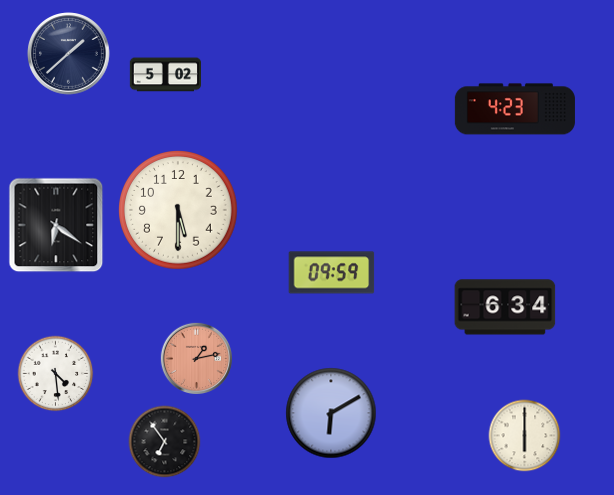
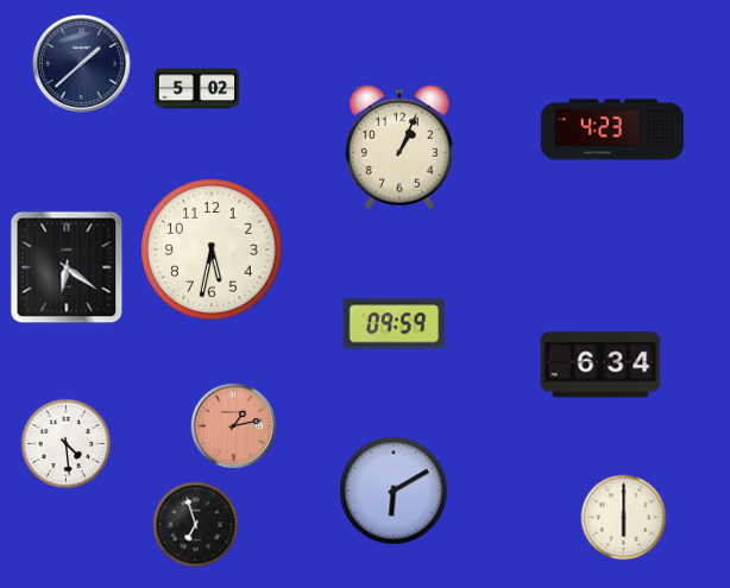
clock at (399, 147): none -> 1:04
clock at (178, 210): 5:30 -> 5:32
clock at (165, 442): 6:54 -> 6:57
